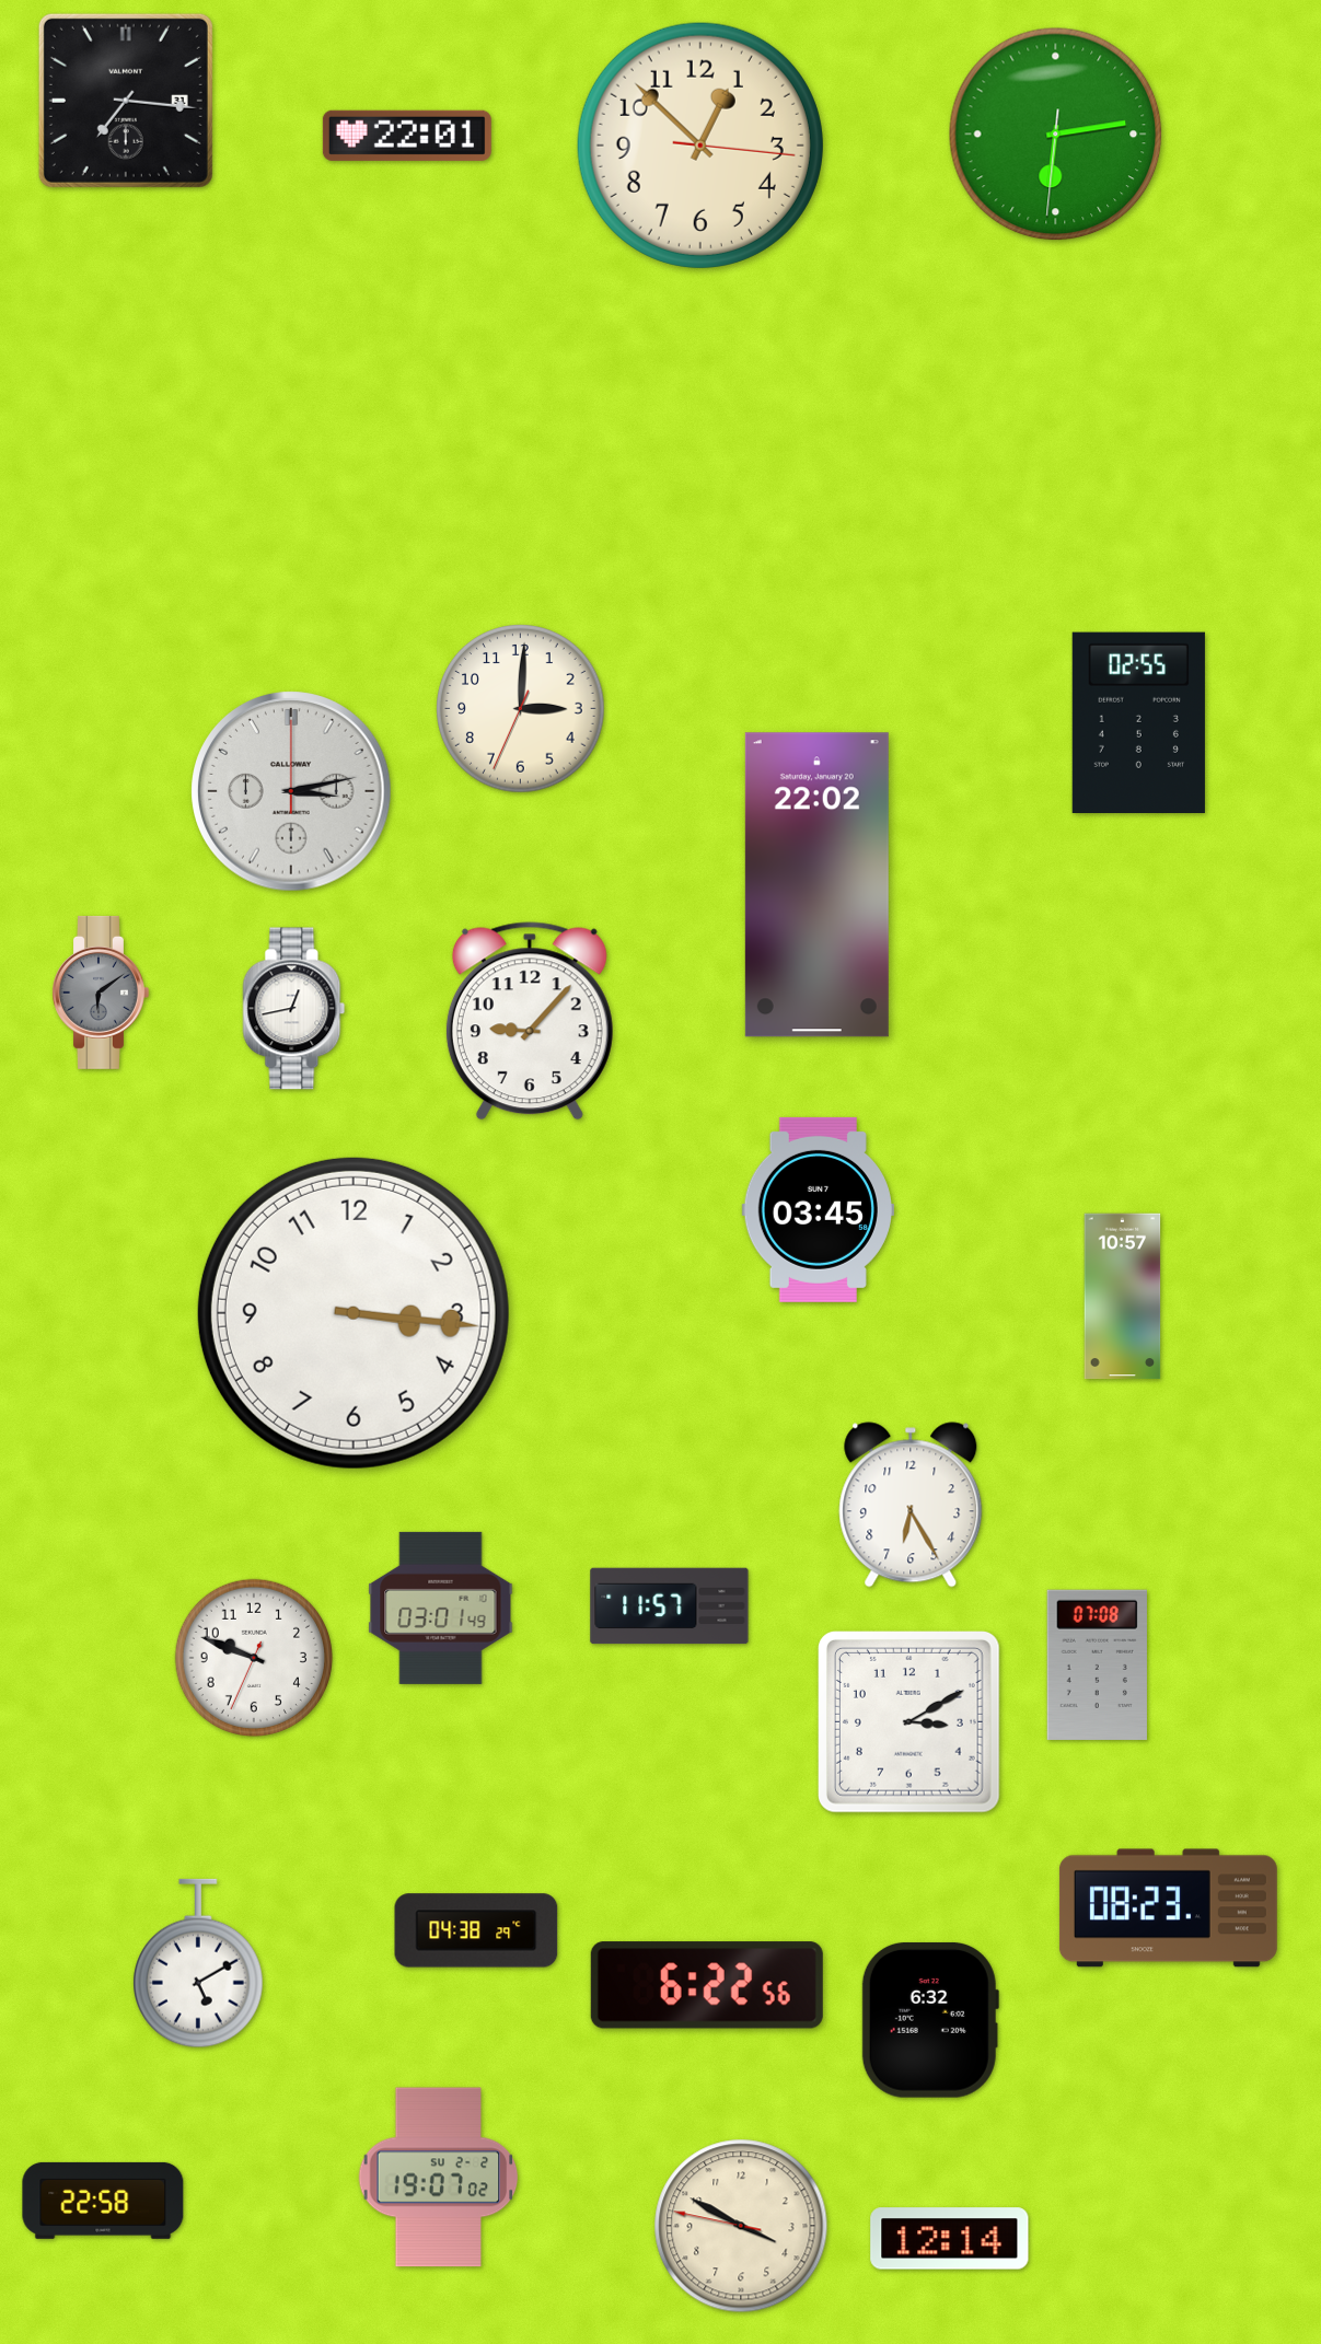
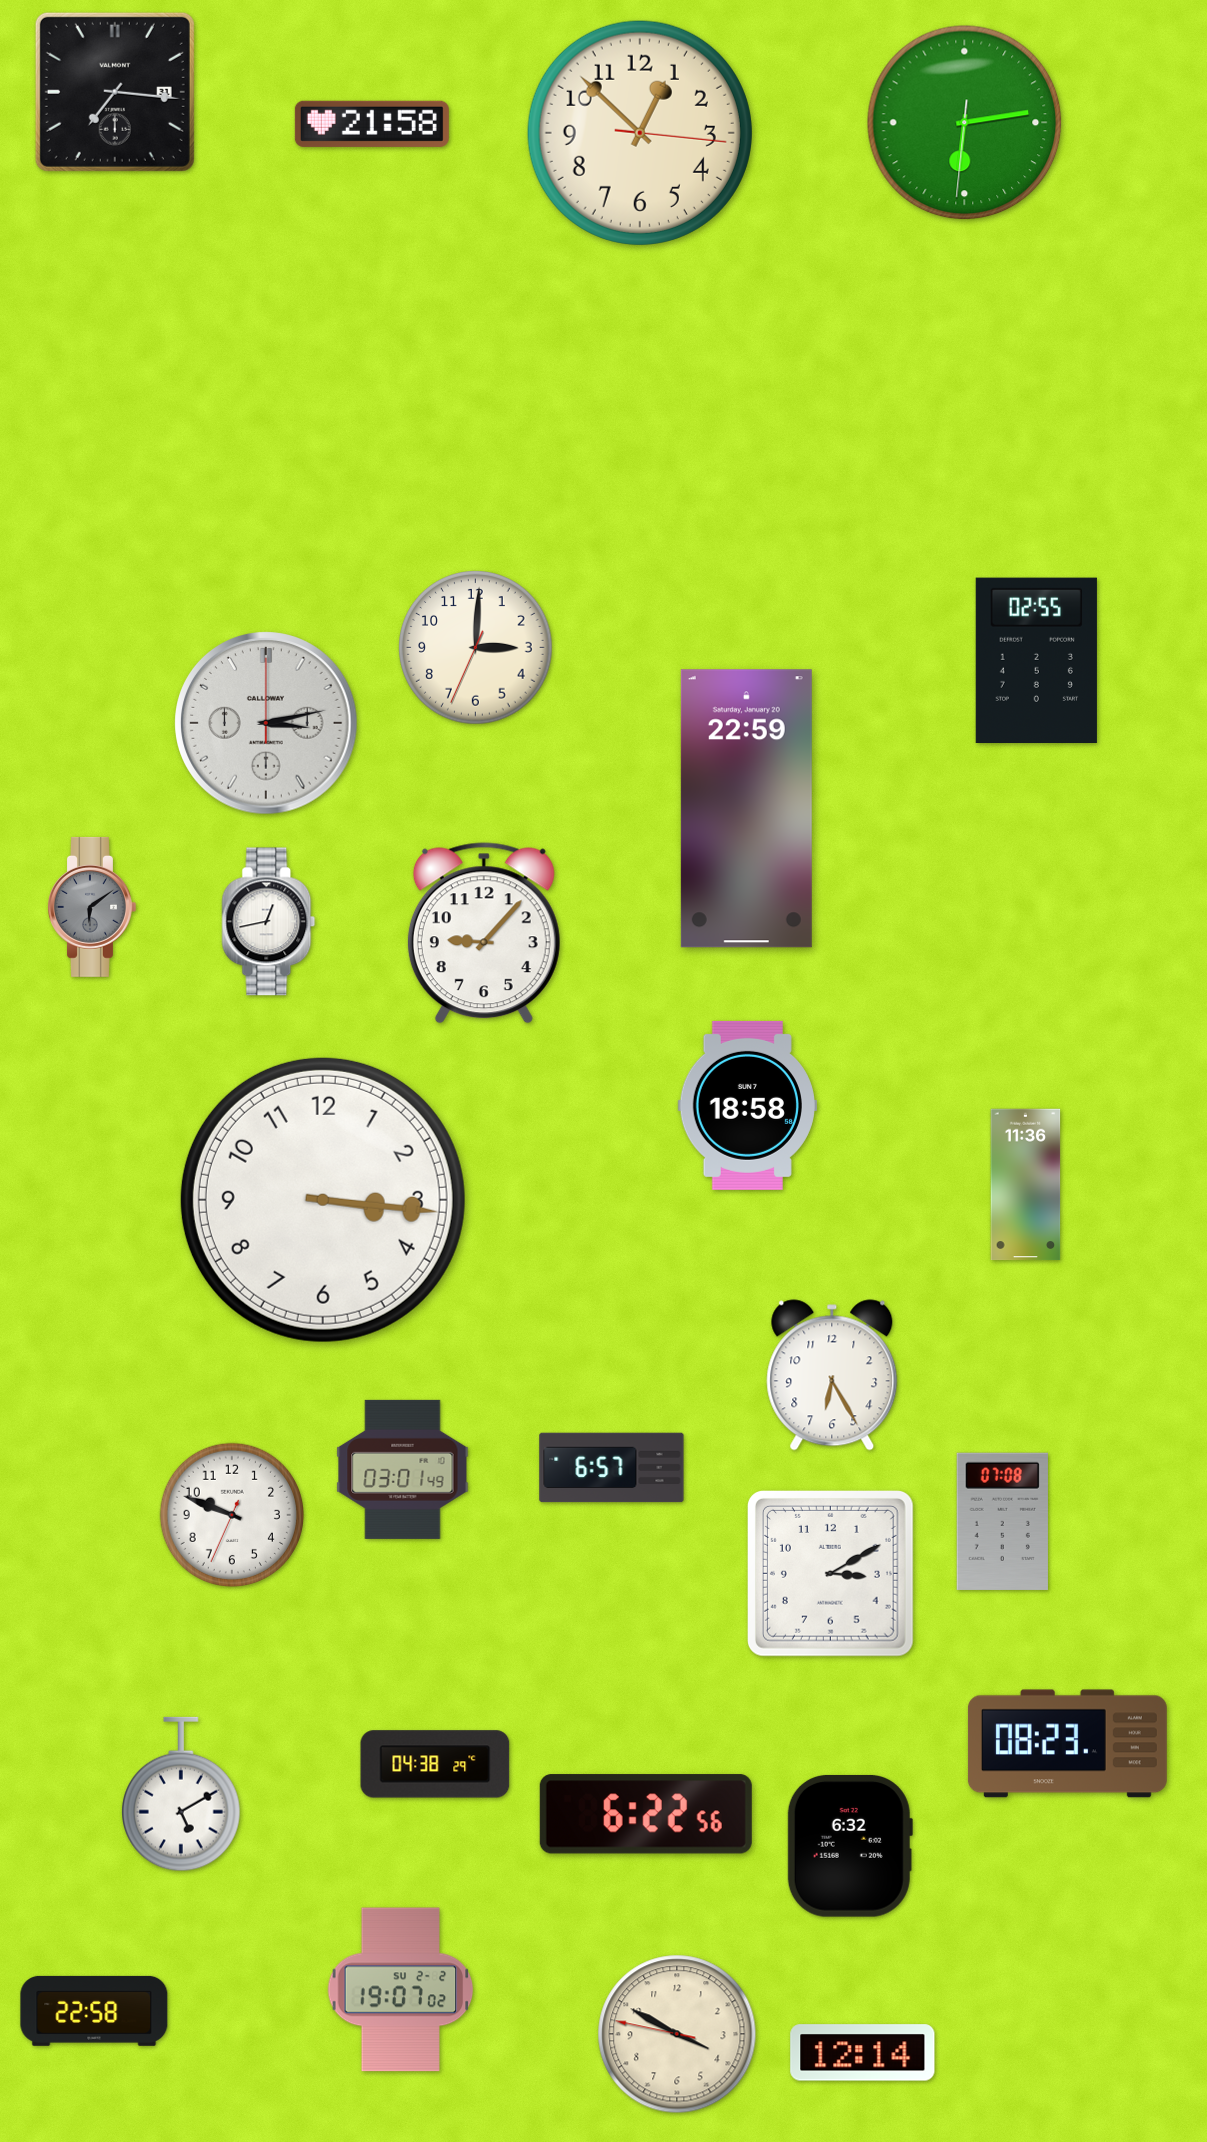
clock at (407, 136): 22:01 -> 21:58
clock at (1138, 722) position: (1138, 722) -> (1036, 660)
clock at (816, 885): 22:02 -> 22:59
clock at (818, 1209): 03:45 -> 18:58
clock at (1123, 1297): 10:57 -> 11:36
clock at (670, 1606): 11:57 -> 6:57
clock at (950, 2239) position: (950, 2239) -> (863, 2053)
